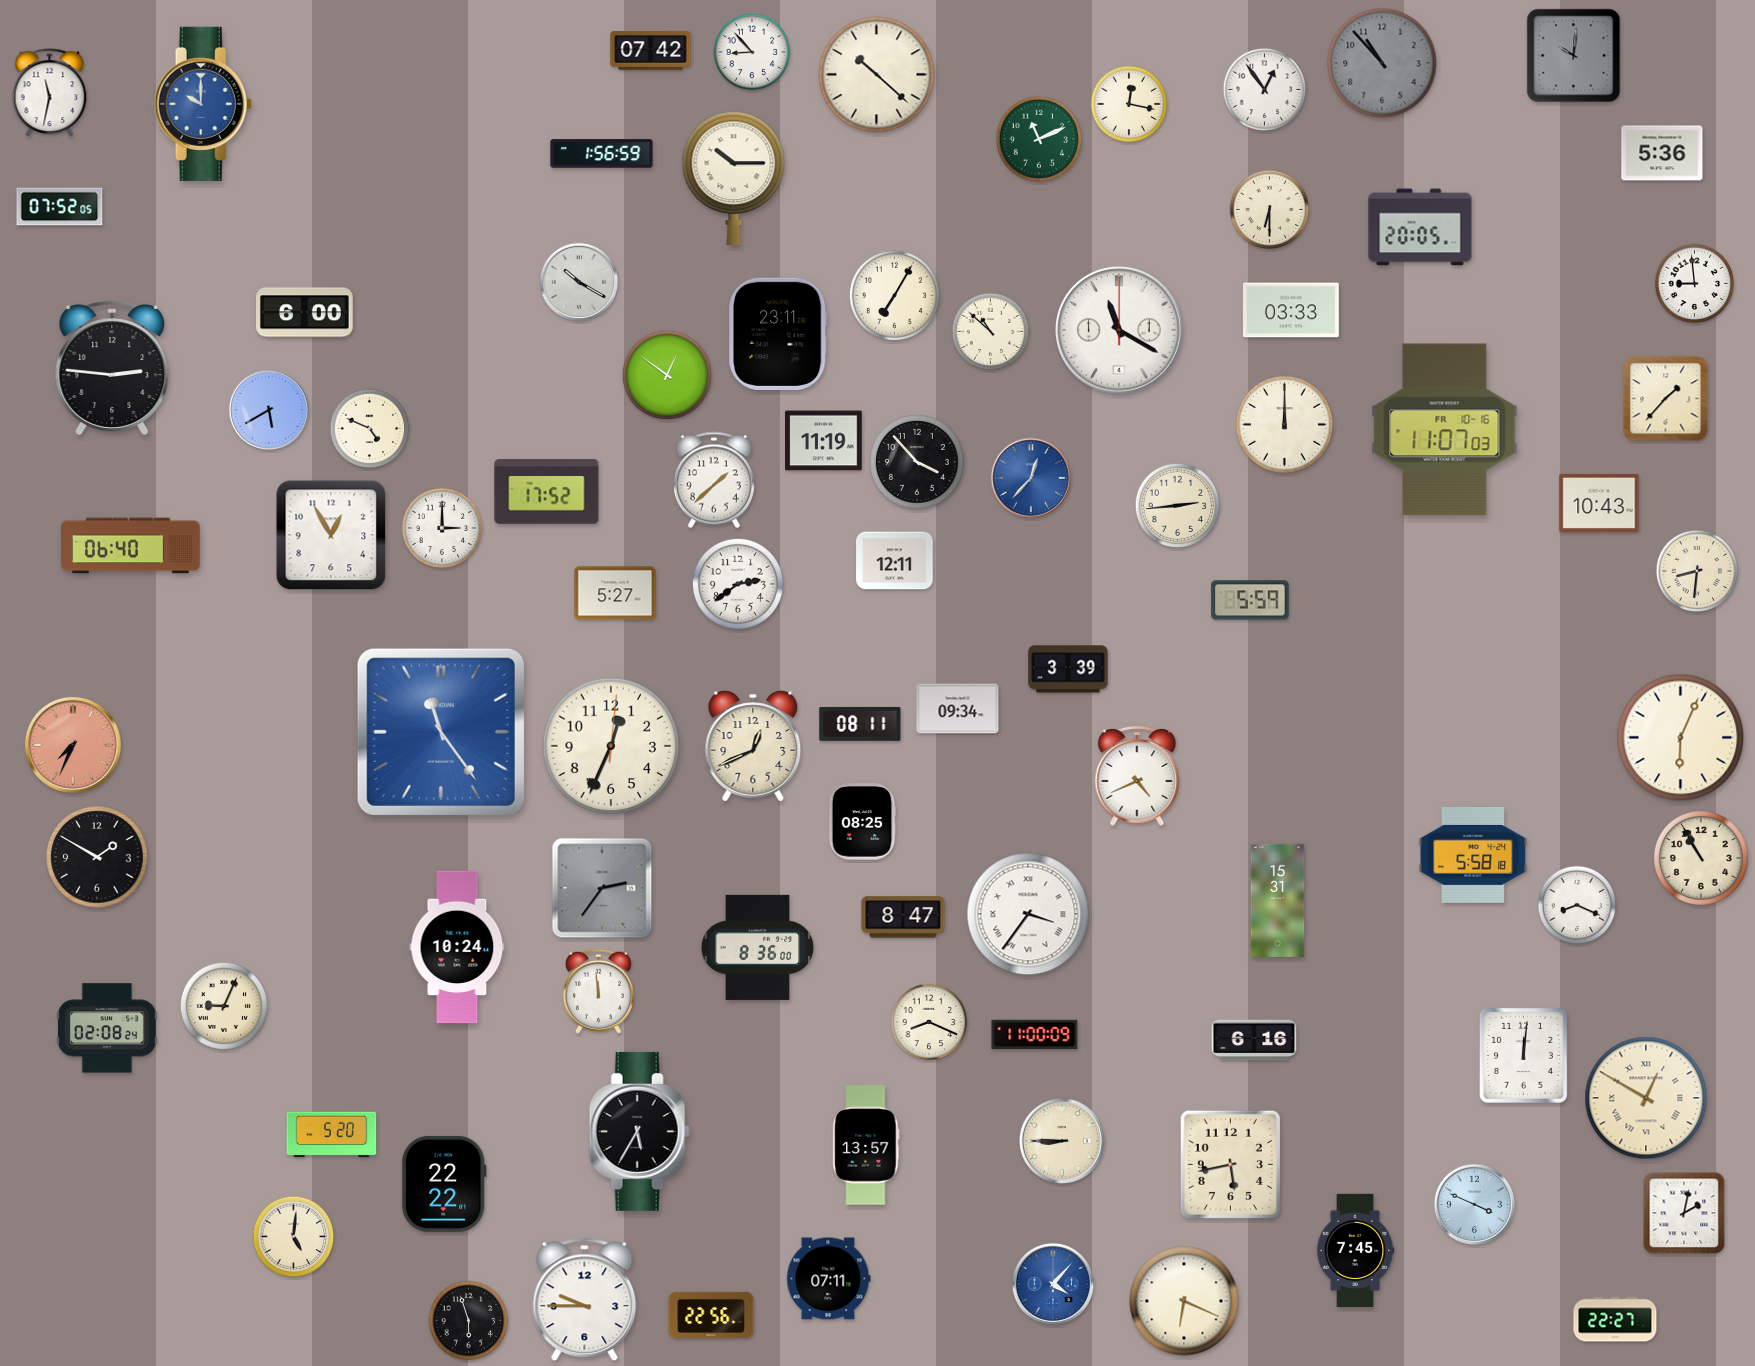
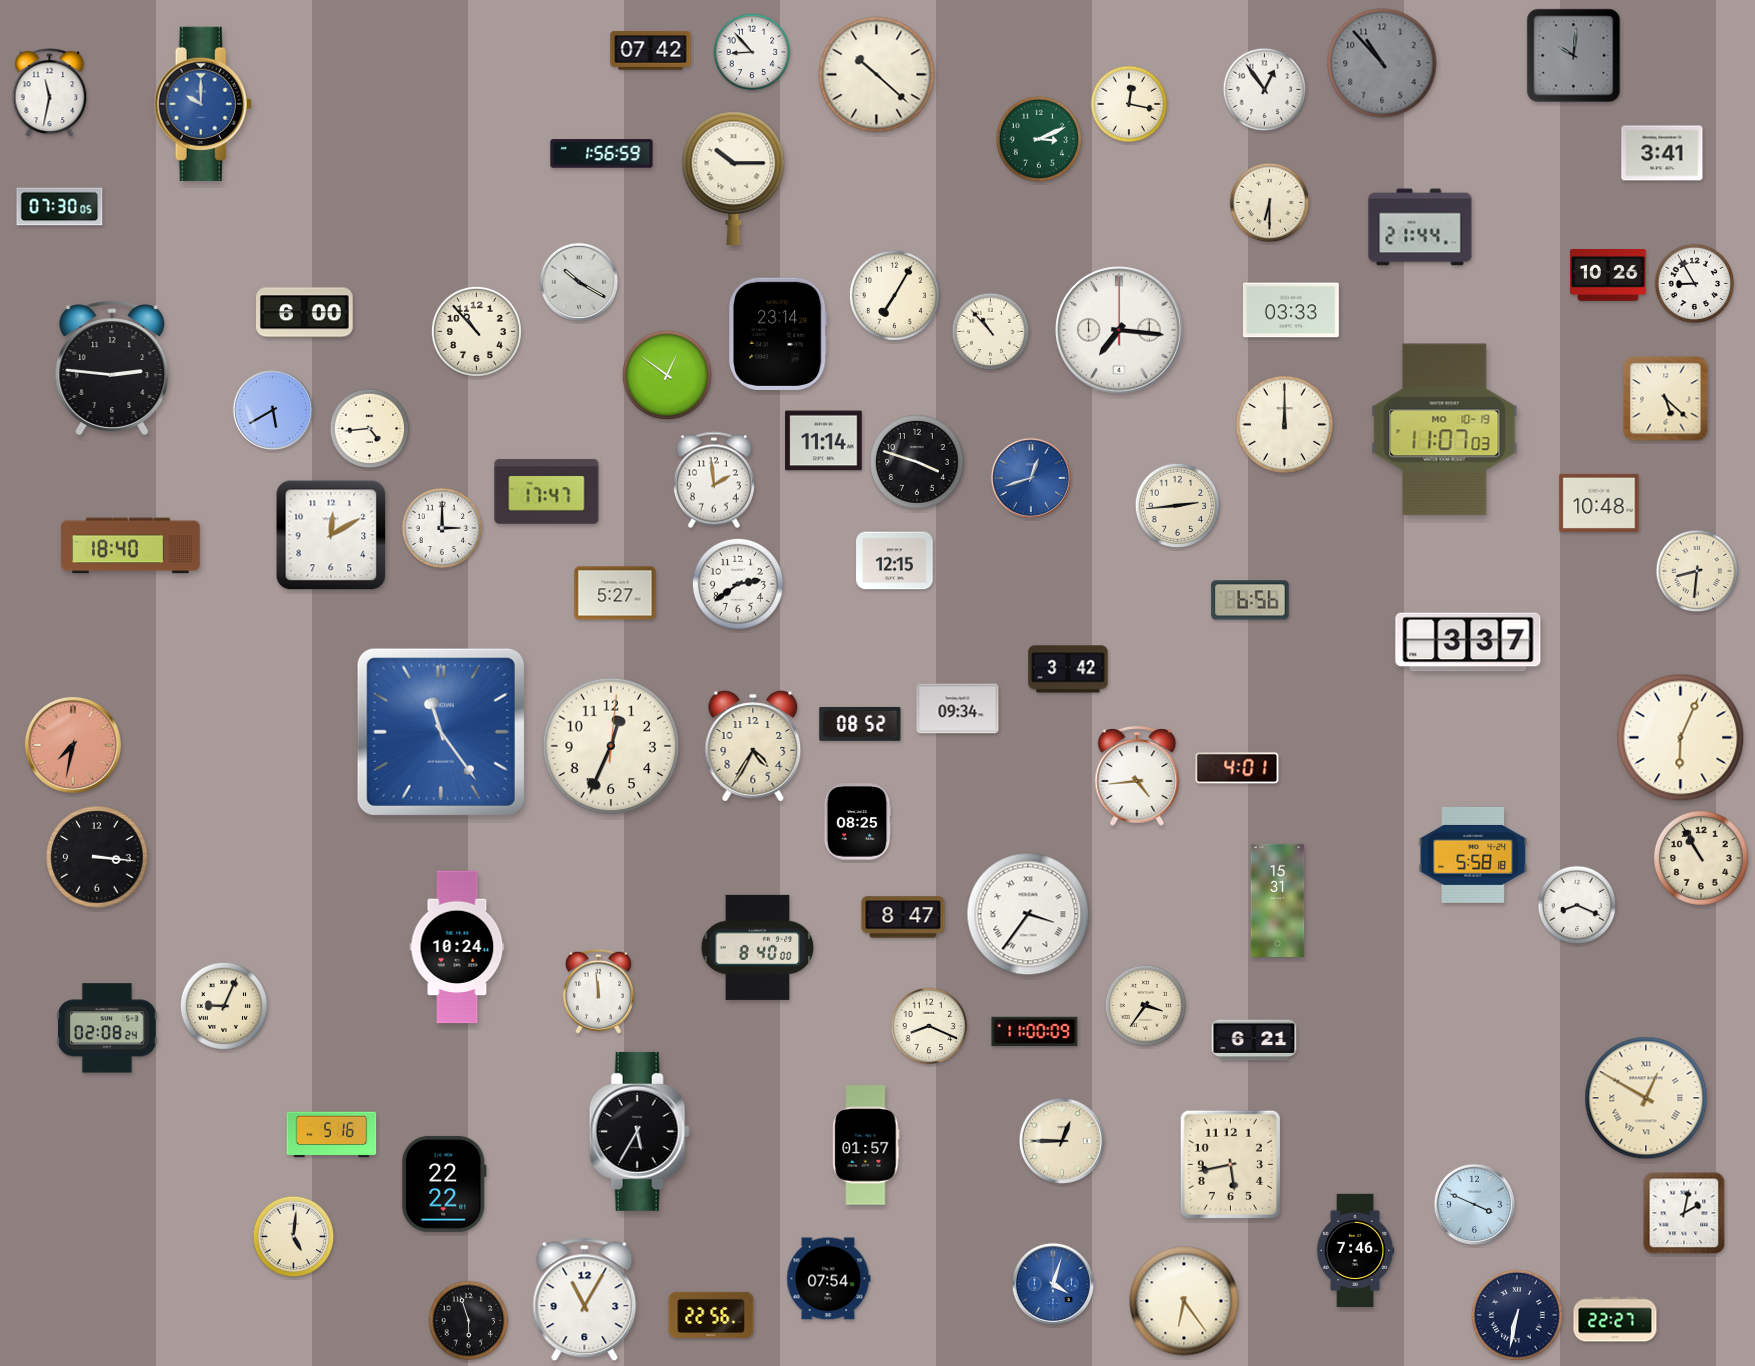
clock at (1038, 138): 11:11 -> 3:11
clock at (1662, 153): 5:36 -> 3:41
clock at (60, 207): 07:52 -> 07:30
clock at (1270, 210) position: (1270, 210) -> (1270, 203)
clock at (1420, 227): 20:05 -> 21:44
clock at (1608, 276): none -> 10:26
clock at (1695, 284): 8:59 -> 8:55
clock at (1119, 330): 11:20 -> 7:16
clock at (476, 331): none -> 10:53
clock at (991, 332): 10:52 -> 10:53
clock at (778, 333): 23:11 -> 23:14
clock at (1666, 399): 1:37 -> 5:22
clock at (269, 410) position: (269, 410) -> (273, 410)
clock at (370, 429): 4:49 -> 4:44
clock at (1445, 430) date: FR 10-16 -> MO 10-19
clock at (824, 441): 11:19 -> 11:14
clock at (917, 462): 3:53 -> 3:48
clock at (1031, 478): 12:37 -> 12:42
clock at (714, 480): 1:38 -> 1:59
clock at (547, 492): 17:52 -> 17:47
clock at (1599, 503): 10:43 -> 10:48
clock at (331, 535): 12:55 -> 12:10
clock at (131, 546): 06:40 -> 18:40
clock at (895, 561): 12:11 -> 12:15
clock at (1250, 600): 5:59 -> 6:56
clock at (1468, 642): none -> 3:37
clock at (1068, 669): 3:39 -> 3:42
clock at (860, 724): 08:11 -> 08:52
clock at (73, 745): 7:34 -> 7:32
clock at (753, 746): 12:41 -> 4:35
clock at (1237, 768): none -> 4:01
clock at (1137, 777): 4:41 -> 4:44
clock at (862, 822) position: (862, 822) -> (857, 822)
clock at (97, 857): 1:50 -> 3:16
clock at (602, 888): 2:36 -> none
clock at (758, 947): 8:36 -> 8:40
clock at (1146, 1006): none -> 3:36
clock at (929, 1022) position: (929, 1022) -> (929, 1026)
clock at (1035, 1035) position: (1035, 1035) -> (1035, 1032)
clock at (1254, 1040): 6:16 -> 6:21
clock at (1523, 1055): 12:01 -> none
clock at (332, 1135): 5:20 -> 5:16
clock at (1062, 1141): 8:45 -> 12:45
clock at (866, 1145): 13:57 -> 01:57
clock at (1355, 1250): 7:45 -> 7:46
clock at (829, 1279): 07:11 -> 07:54
clock at (1053, 1284): 4:07 -> 4:03
clock at (585, 1300): 9:45 -> 11:05
clock at (1184, 1301): 6:19 -> 6:24
clock at (1517, 1315): none -> 6:32
